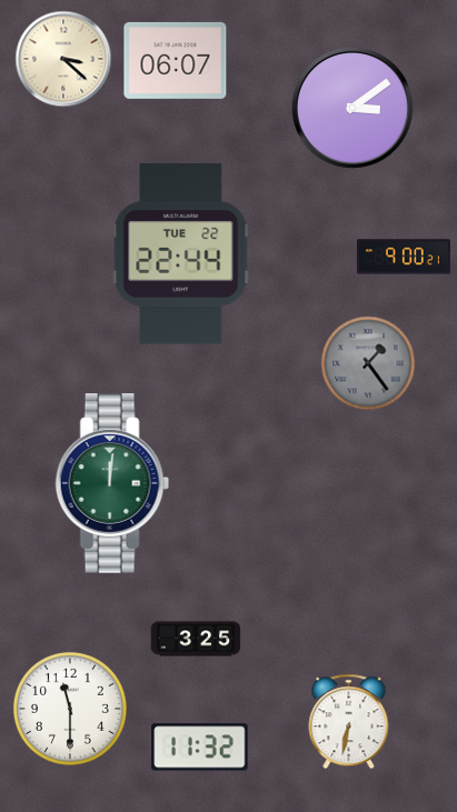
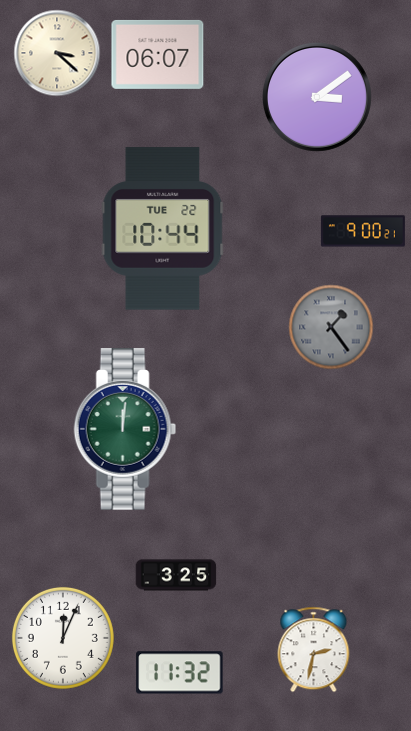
clock at (181, 254): 22:44 -> 10:44
clock at (112, 484) position: (112, 484) -> (125, 430)
clock at (70, 709): 11:30 -> 12:04
clock at (349, 722): 6:32 -> 2:32
